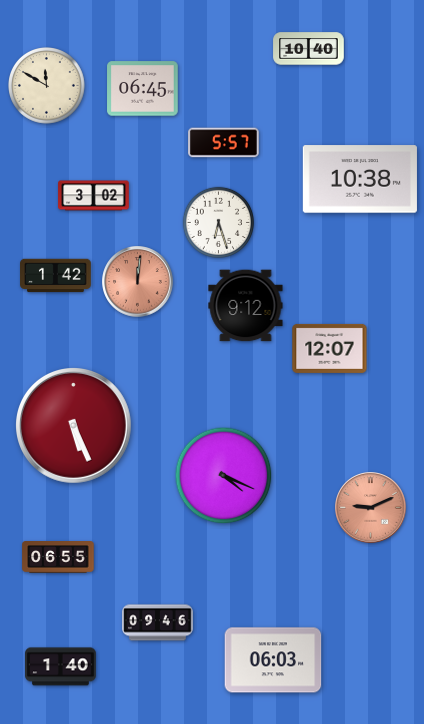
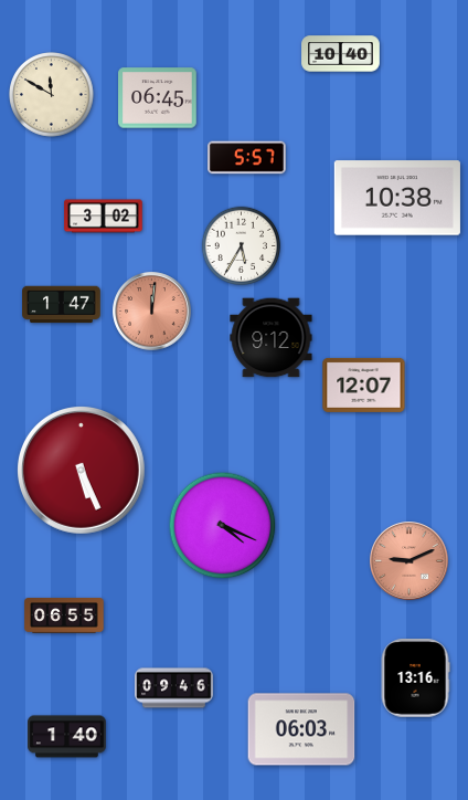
clock at (218, 222): 6:27 -> 5:35
clock at (56, 276): 1:42 -> 1:47
clock at (224, 476) position: (224, 476) -> (223, 526)
clock at (415, 678): none -> 13:16
